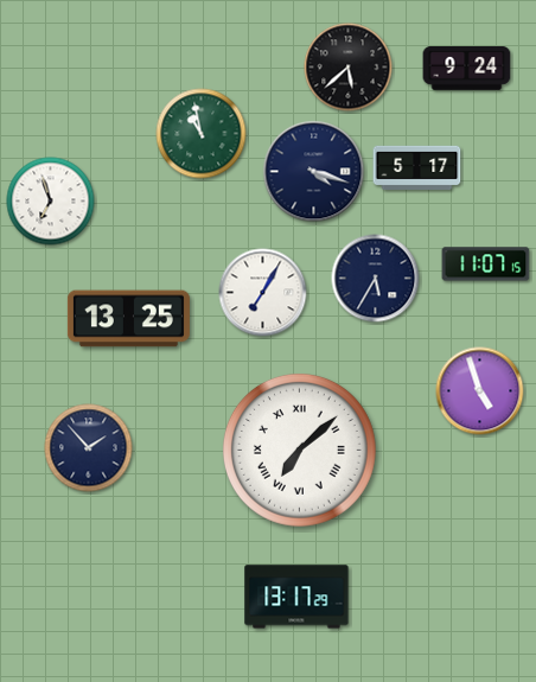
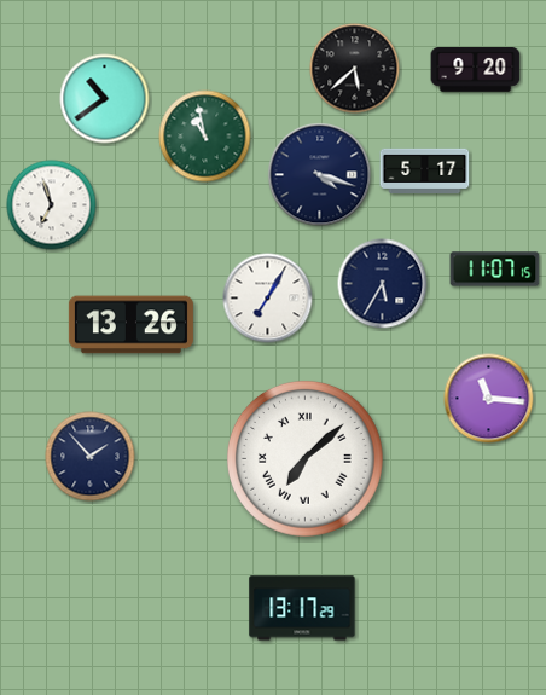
clock at (467, 69): 9:24 -> 9:20
clock at (105, 99): none -> 10:39
clock at (128, 319): 13:25 -> 13:26
clock at (480, 391): 4:57 -> 11:16
